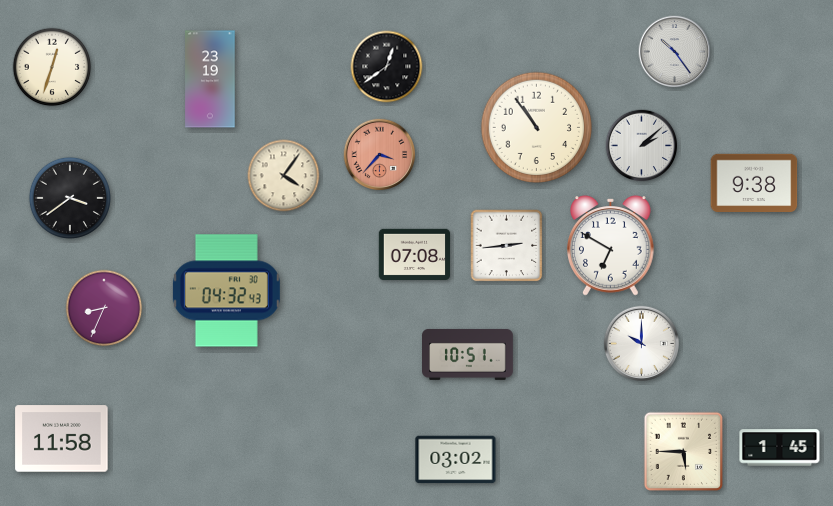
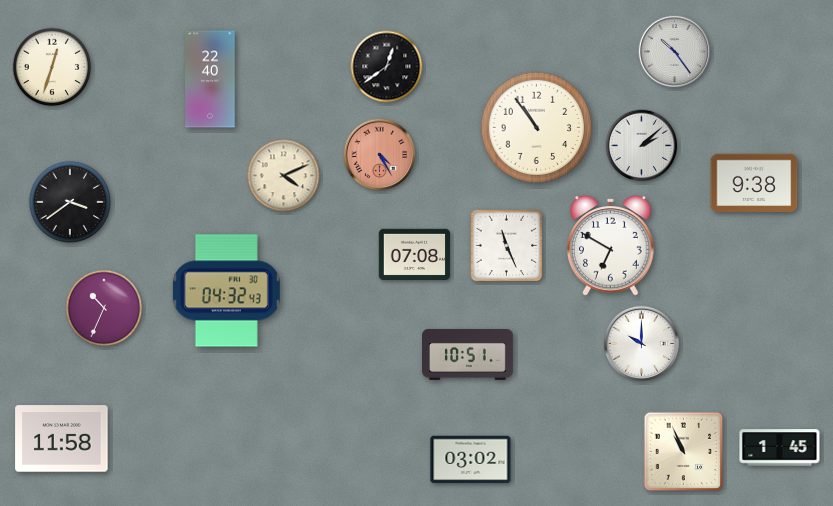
clock at (210, 79): 23:19 -> 22:40
clock at (380, 155): 3:37 -> 4:25
clock at (284, 176): 4:06 -> 4:11
clock at (70, 198) position: (70, 198) -> (70, 202)
clock at (507, 246): 2:44 -> 11:26
clock at (104, 308): 8:34 -> 10:34
clock at (683, 451): 5:45 -> 10:56
clock at (456, 460) position: (456, 460) -> (471, 460)
